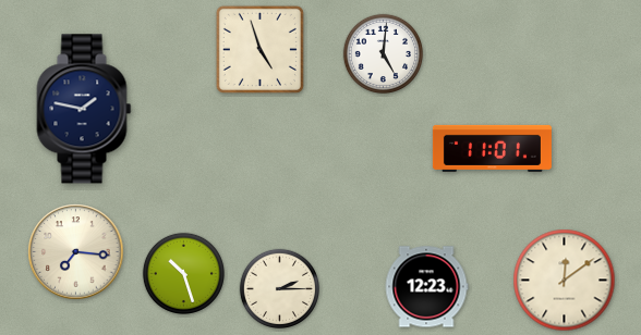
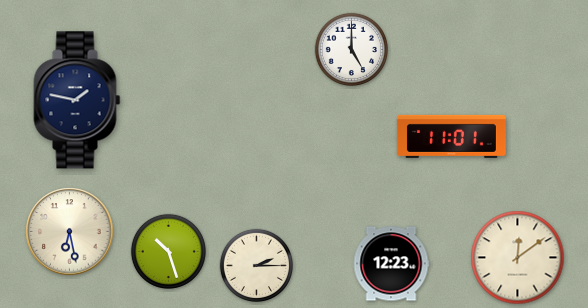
clock at (259, 49): 4:57 -> none
clock at (383, 53): 5:01 -> 5:00
clock at (76, 252): 7:16 -> 6:28
